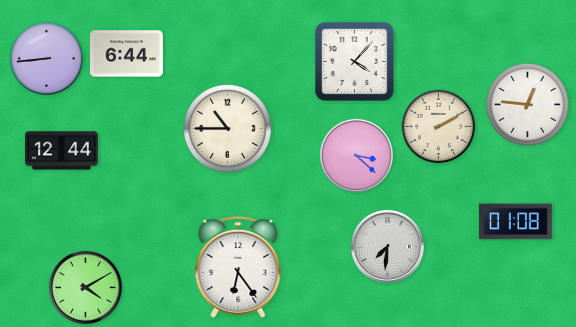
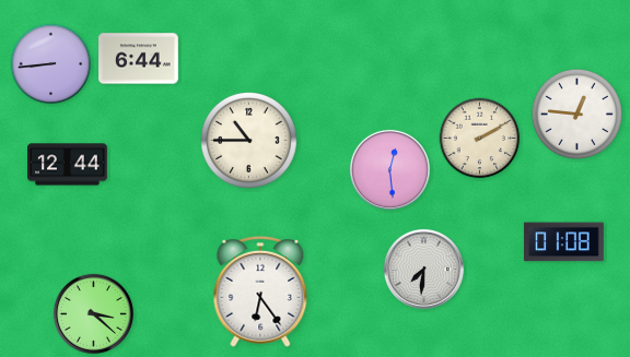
clock at (354, 61): 4:07 -> none
clock at (356, 155): 3:22 -> 12:29
clock at (85, 287): 4:10 -> 3:22
